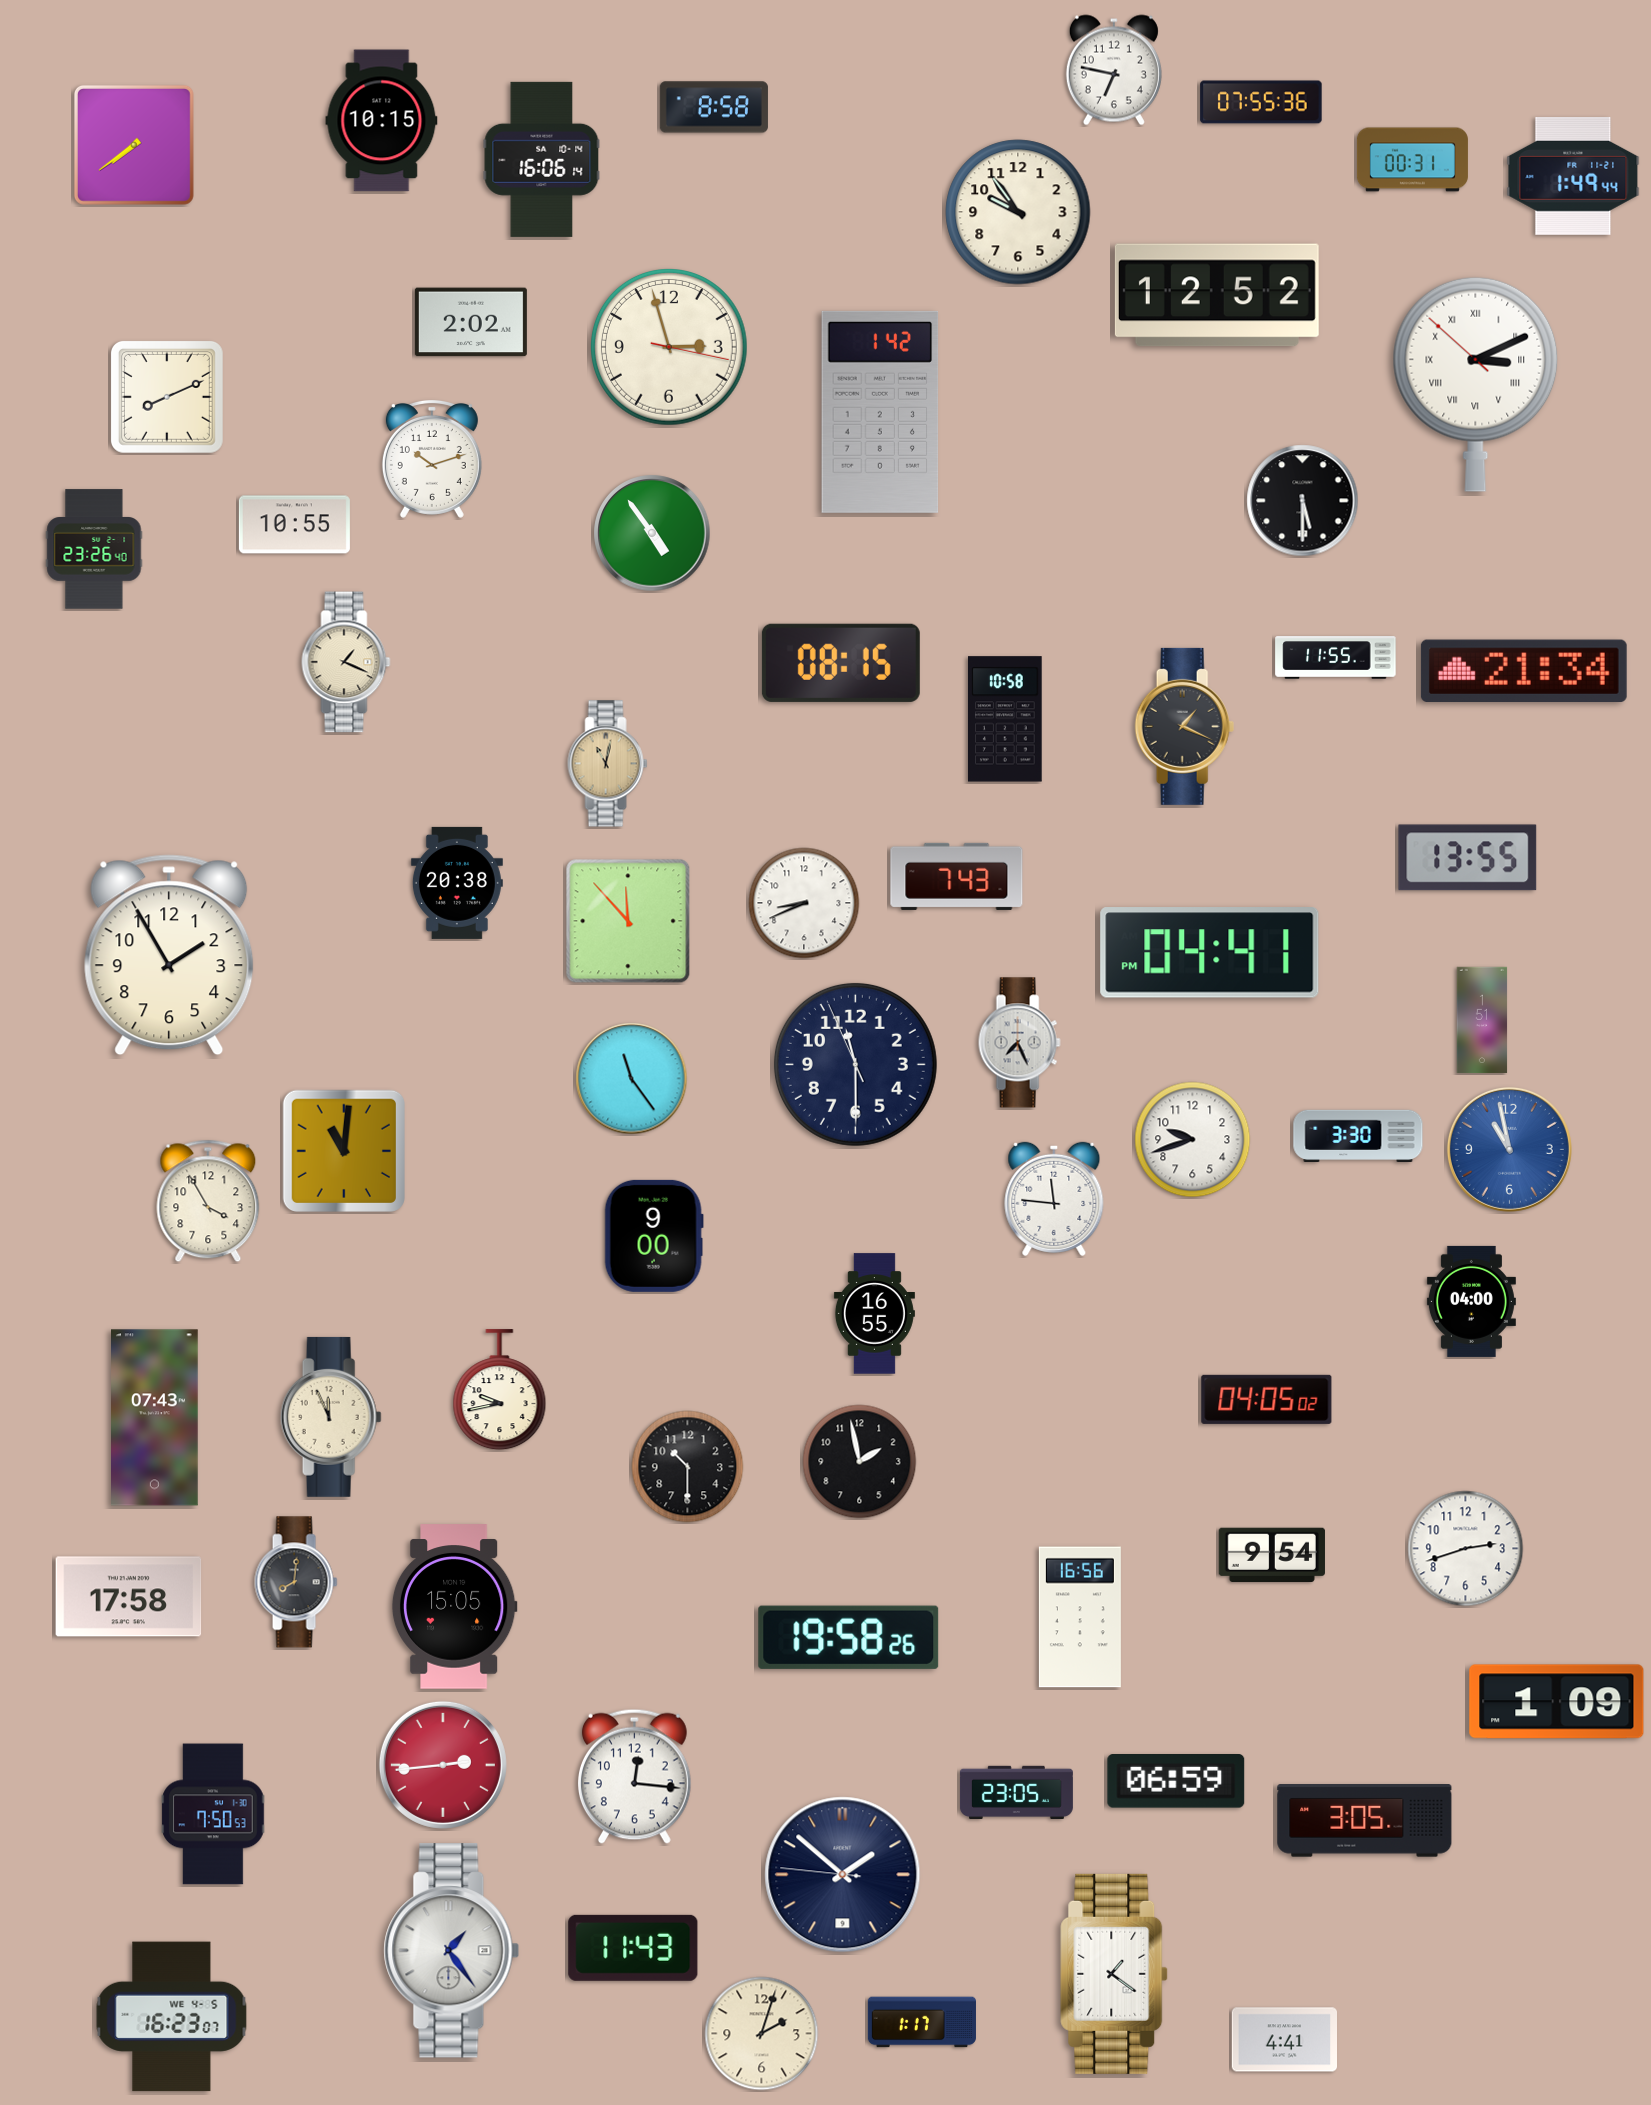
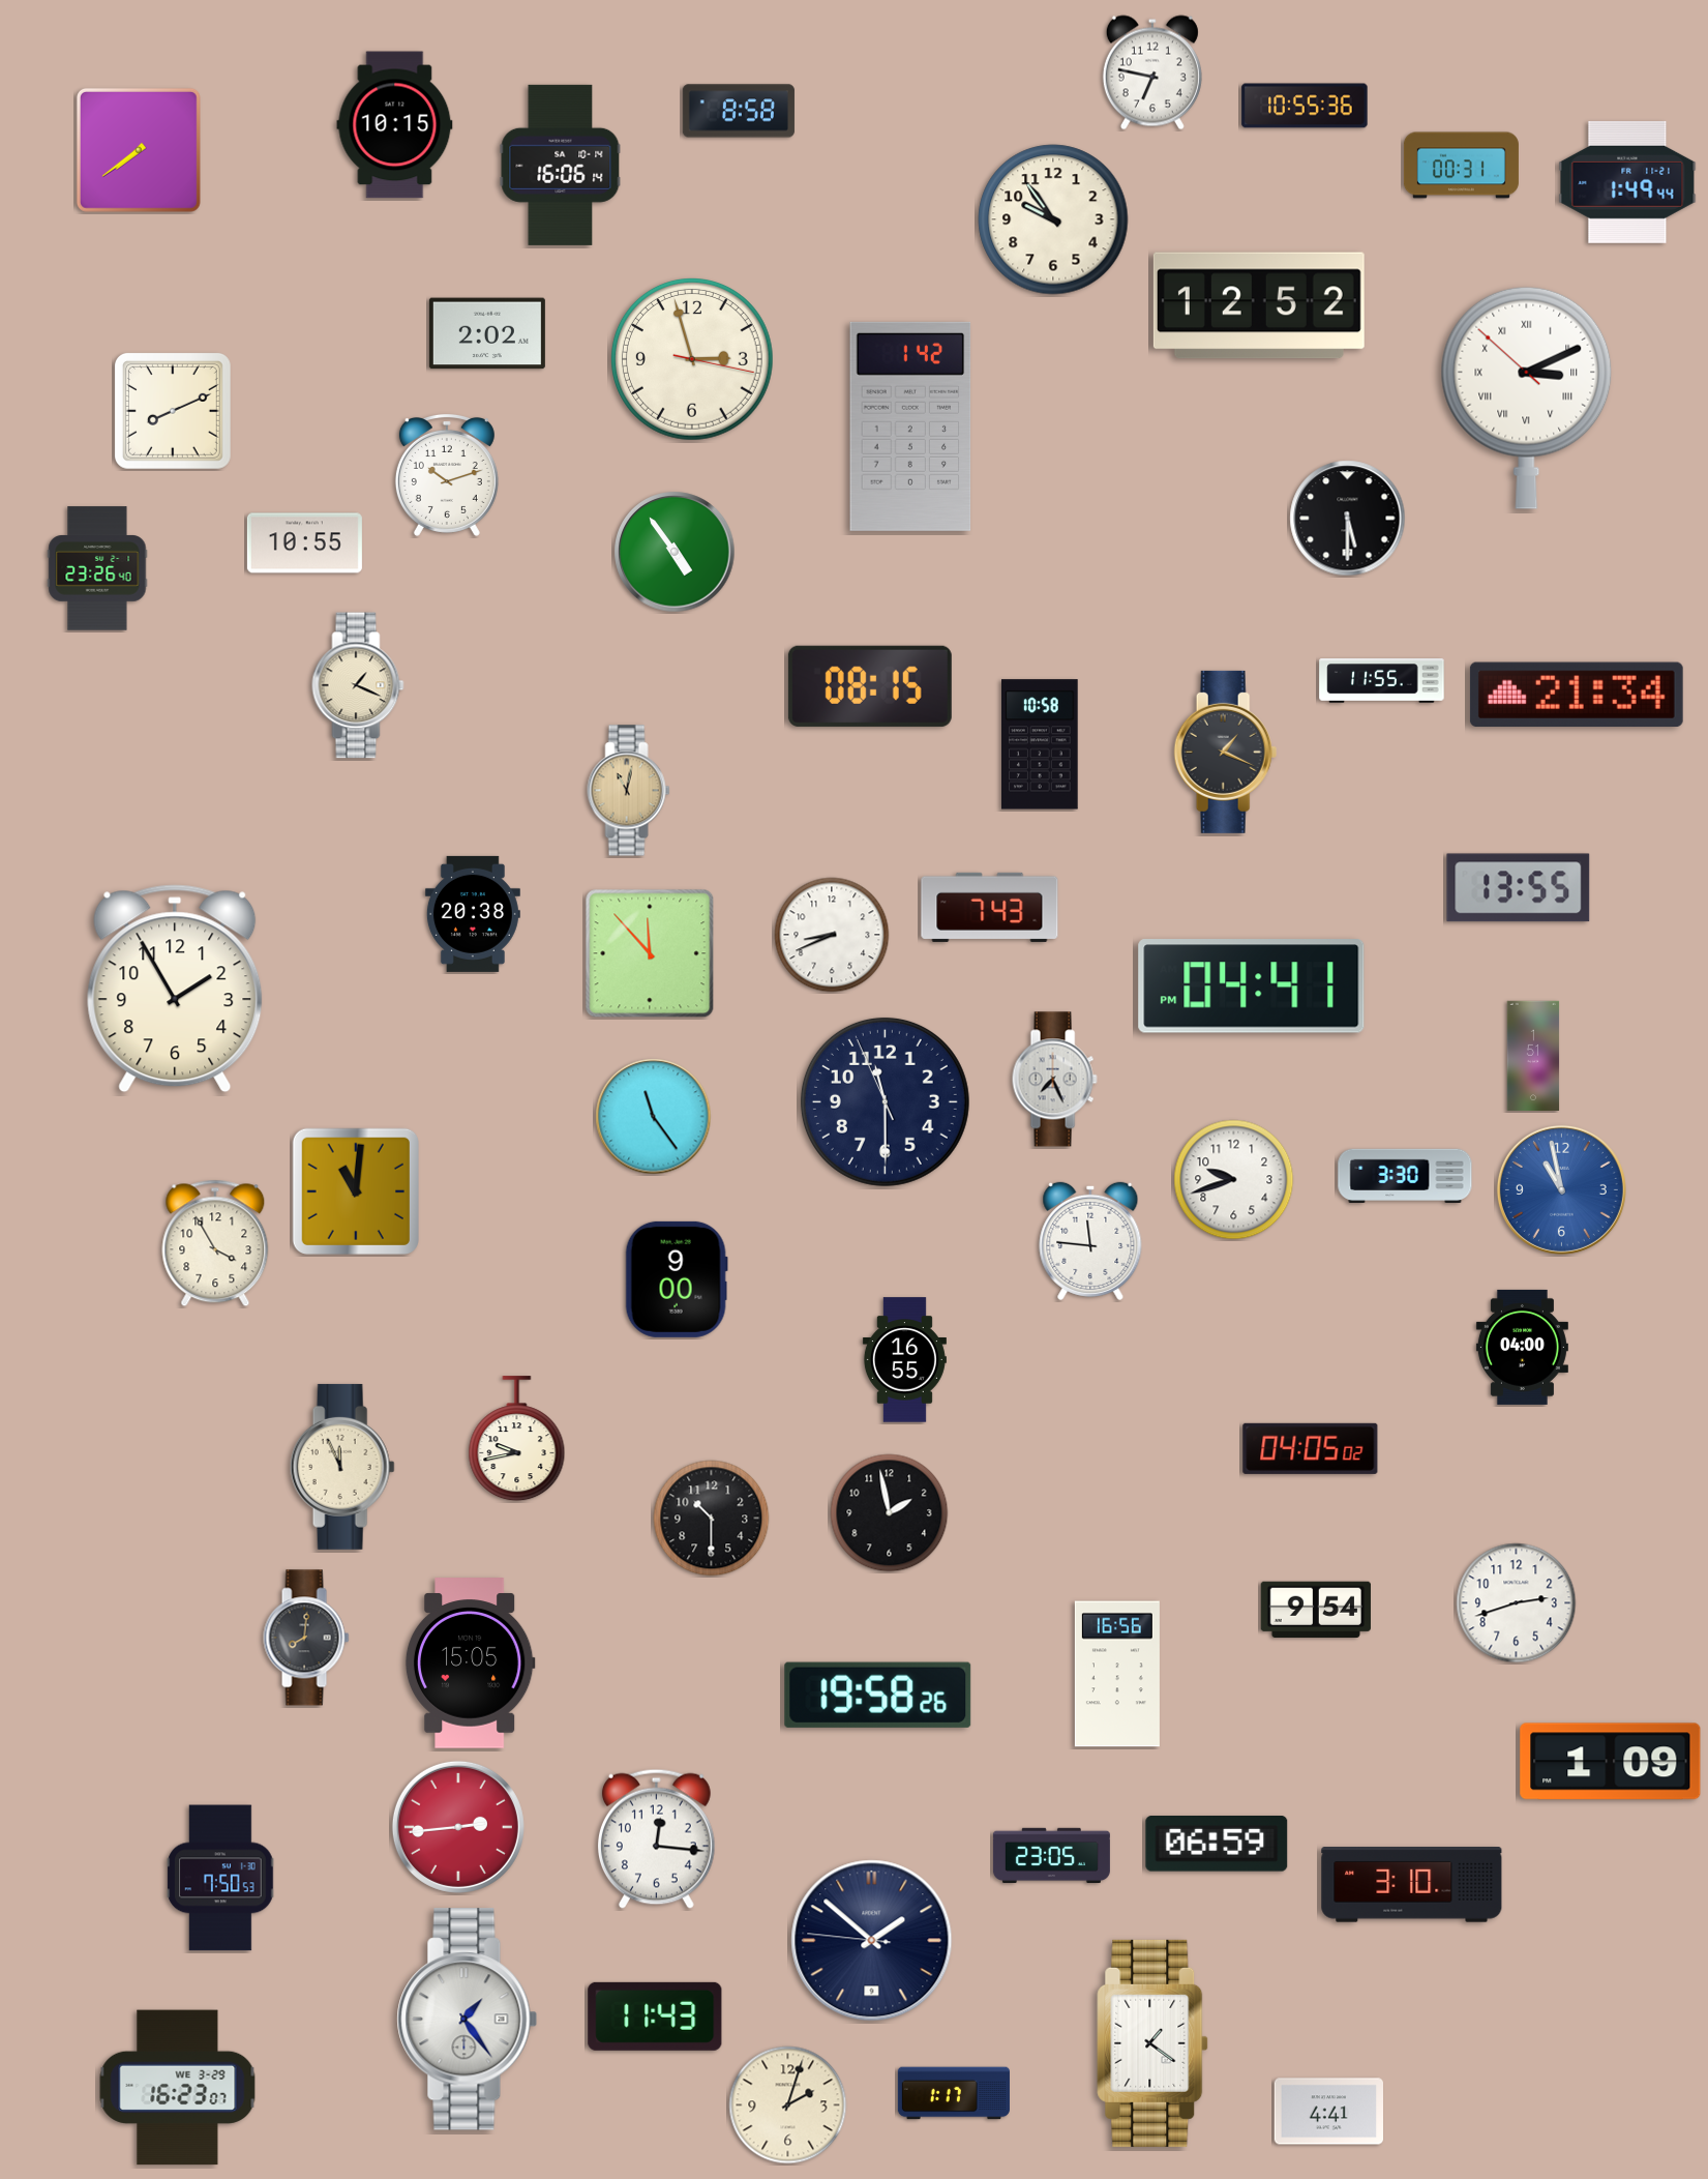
clock at (1261, 102): 07:55 -> 10:55
clock at (155, 1418): 07:43 -> none
clock at (129, 1597): 17:58 -> none
clock at (1365, 1821): 3:05 -> 3:10
clock at (172, 2017) date: WE 4-5 -> WE 3-29
